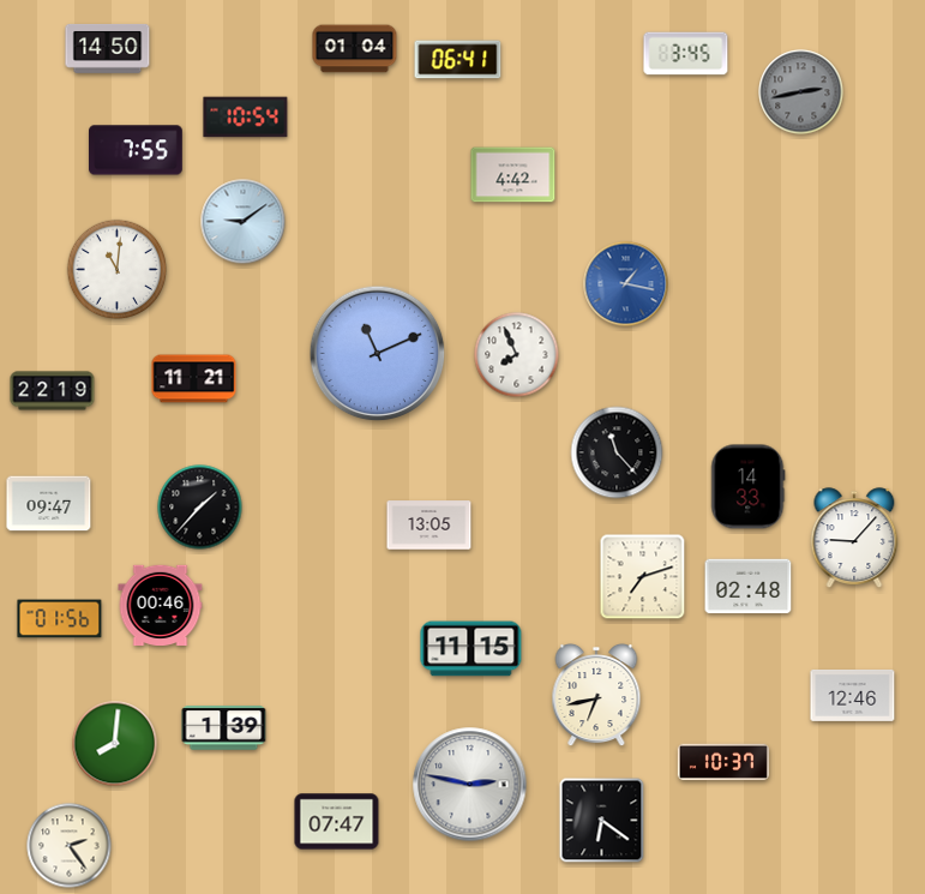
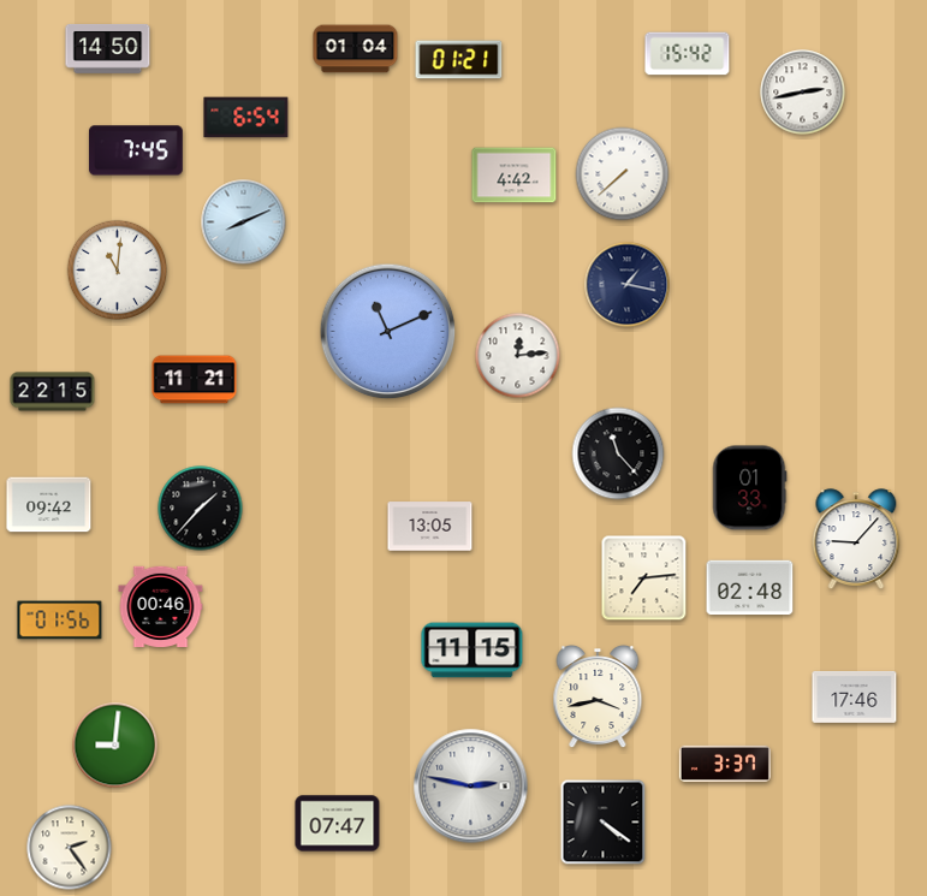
clock at (686, 54): 3:45 -> 15:42
clock at (458, 60): 06:41 -> 01:21
clock at (801, 92) dial: grey -> white
clock at (246, 118): 10:54 -> 6:54
clock at (137, 150): 7:55 -> 7:45
clock at (623, 174): none -> 7:38
clock at (244, 222): 9:09 -> 8:11
clock at (626, 284) dial: blue -> navy
clock at (378, 354) position: (378, 354) -> (388, 332)
clock at (517, 355): 7:56 -> 12:14
clock at (53, 391): 22:19 -> 22:15
clock at (749, 487): 14:33 -> 01:33
clock at (49, 504): 09:47 -> 09:42
clock at (643, 577): 7:12 -> 7:14
clock at (853, 695): 12:46 -> 17:46
clock at (596, 696): 6:43 -> 3:43
clock at (224, 728): 1:39 -> none
clock at (115, 744): 8:01 -> 9:01
clock at (723, 761): 10:37 -> 3:37
clock at (602, 821): 6:21 -> 4:21
